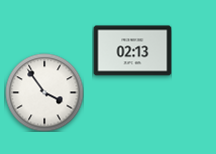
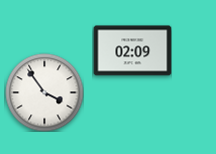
clock at (132, 51): 02:13 -> 02:09
